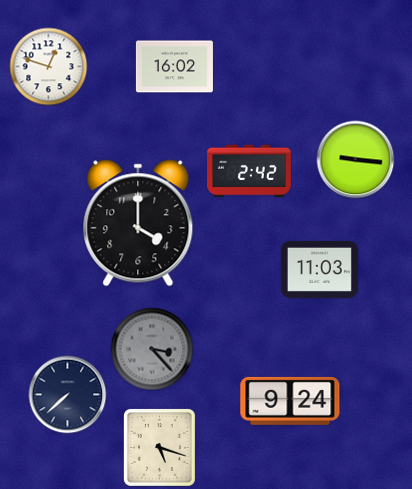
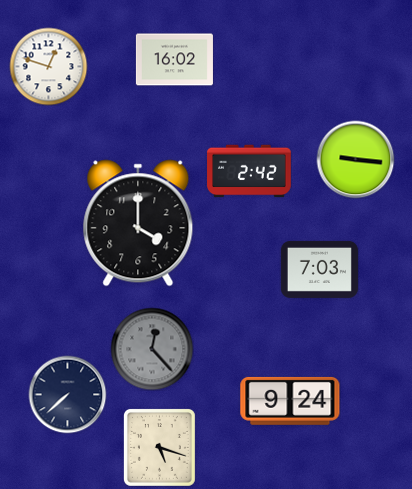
clock at (174, 67) position: (174, 67) -> (174, 60)
clock at (319, 269): 11:03 -> 7:03
clock at (152, 349): 3:23 -> 12:23
